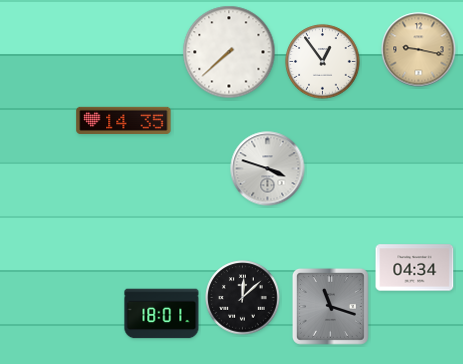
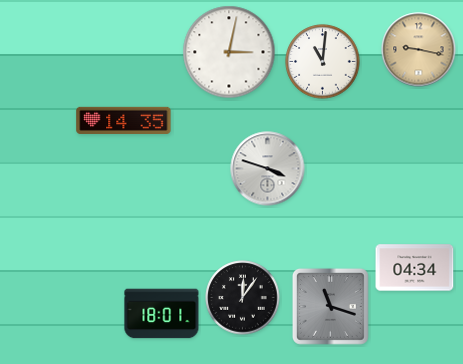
clock at (229, 52): 7:38 -> 3:02
clock at (323, 62): 12:54 -> 11:01
clock at (243, 298): 12:08 -> 12:06
